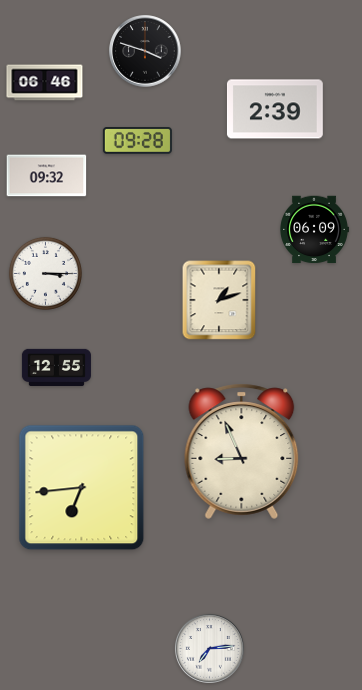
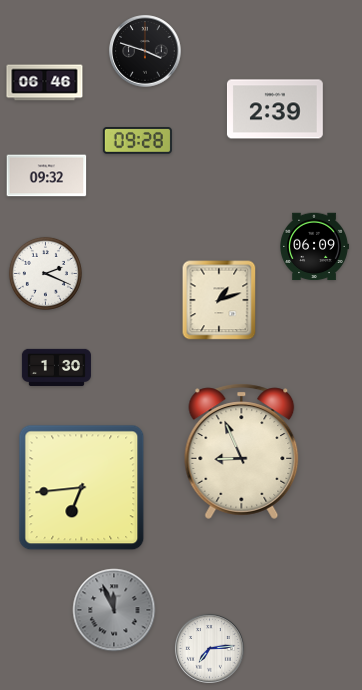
clock at (314, 230) position: (314, 230) -> (314, 247)
clock at (45, 273): 3:15 -> 2:19
clock at (56, 367): 12:55 -> 1:30
clock at (114, 610): none -> 11:56
